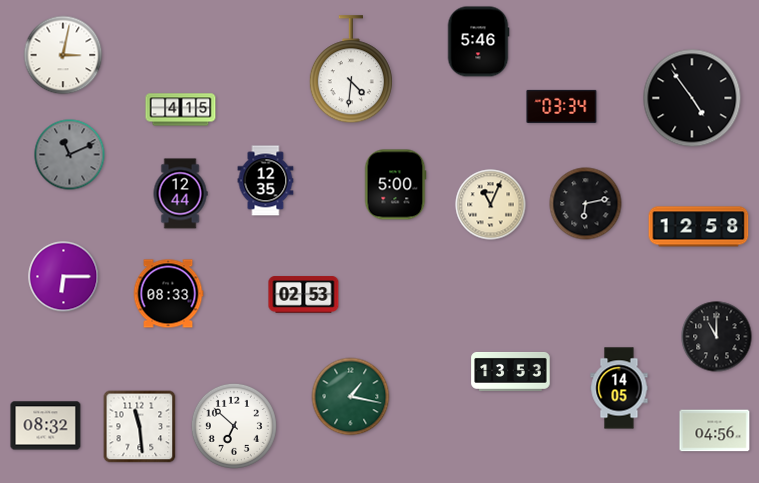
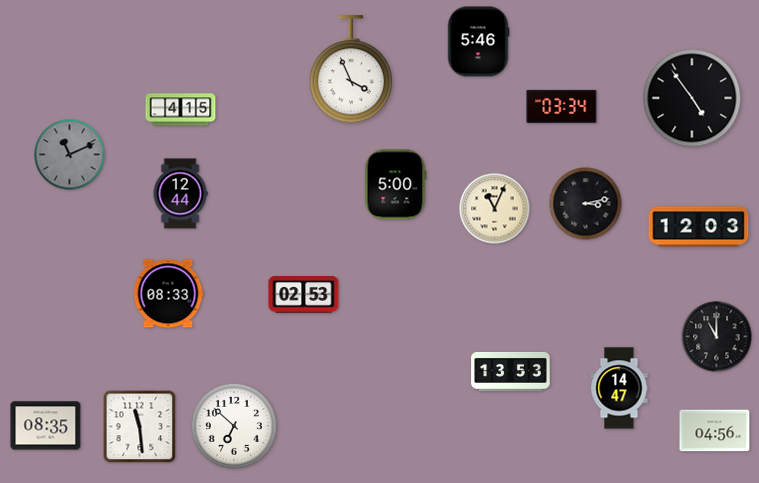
clock at (63, 55): 3:02 -> none
clock at (351, 70): 4:31 -> 3:56
clock at (266, 181): 12:35 -> none
clock at (586, 204): 6:13 -> 3:13
clock at (491, 205) position: (491, 205) -> (495, 209)
clock at (699, 227): 12:58 -> 12:03
clock at (64, 277): 6:15 -> none
clock at (619, 388): 14:05 -> 14:47
clock at (351, 397): 1:17 -> none
clock at (46, 426): 08:32 -> 08:35
